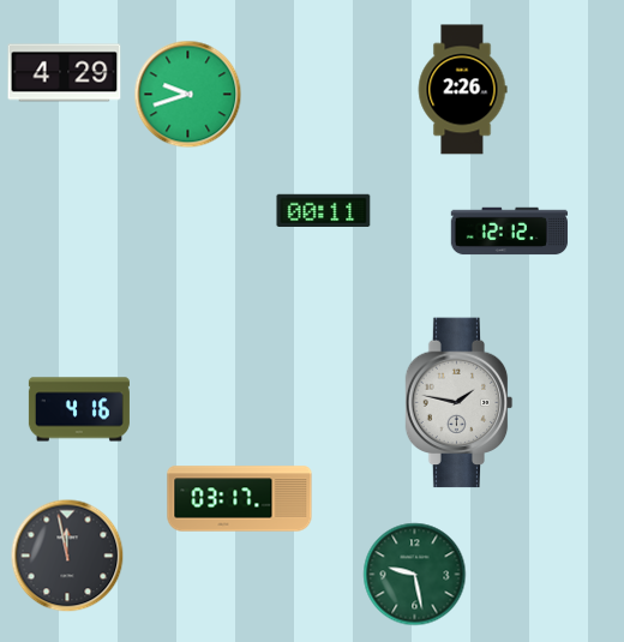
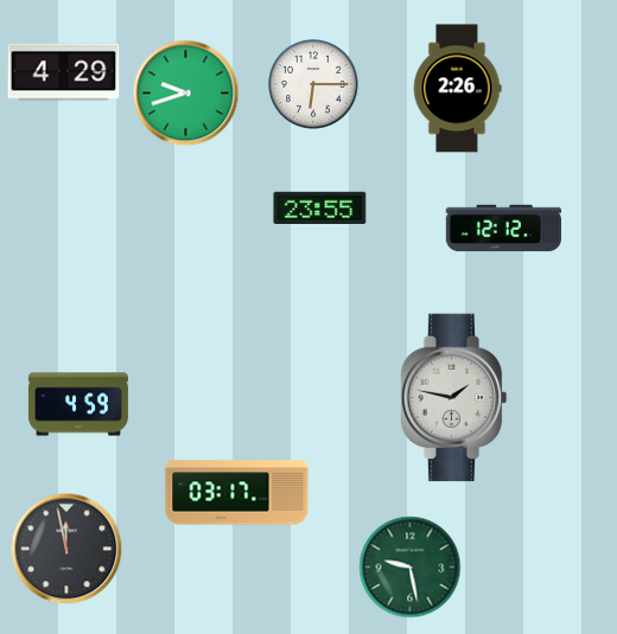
clock at (314, 85): none -> 6:15
clock at (324, 211): 00:11 -> 23:55
clock at (79, 409): 4:16 -> 4:59
